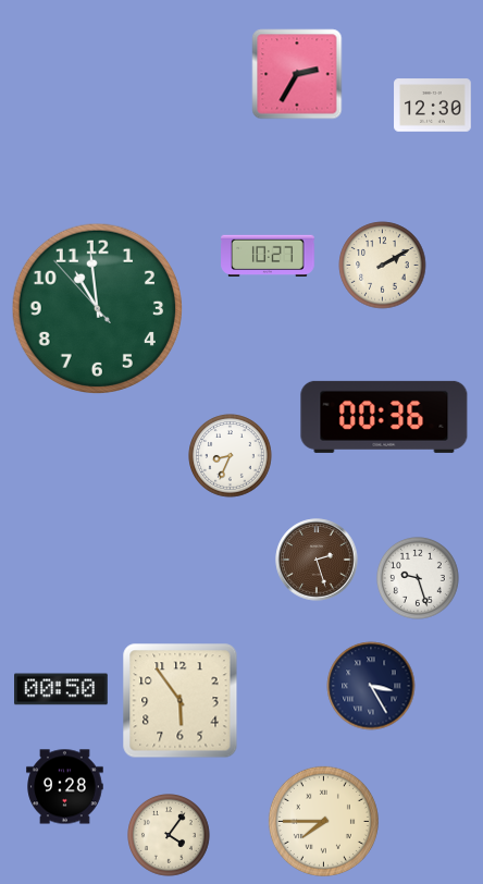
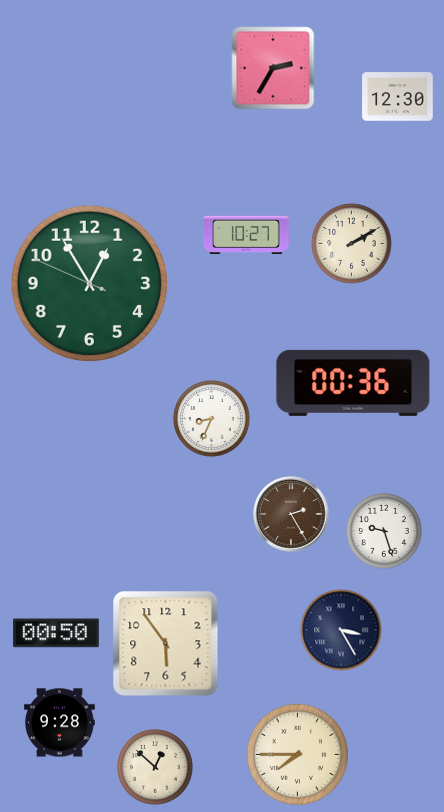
clock at (97, 308): 10:58 -> 12:54
clock at (317, 560): 2:27 -> 2:25
clock at (170, 836): 4:06 -> 12:52
